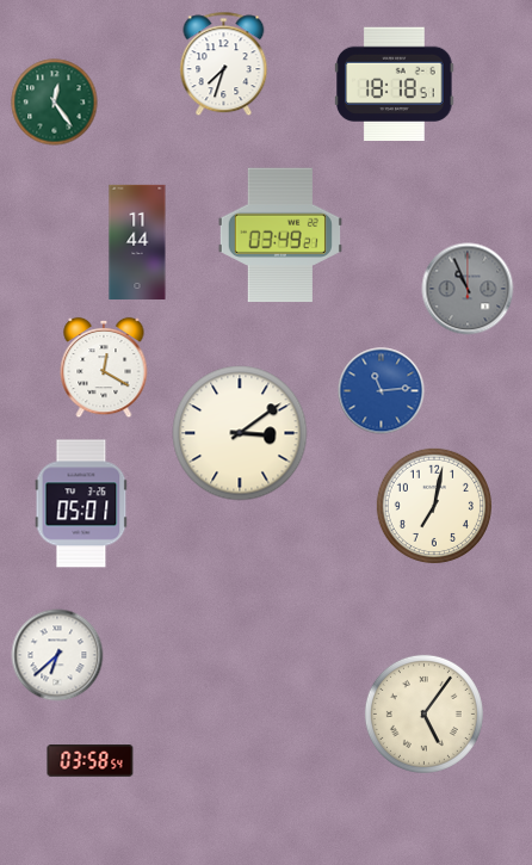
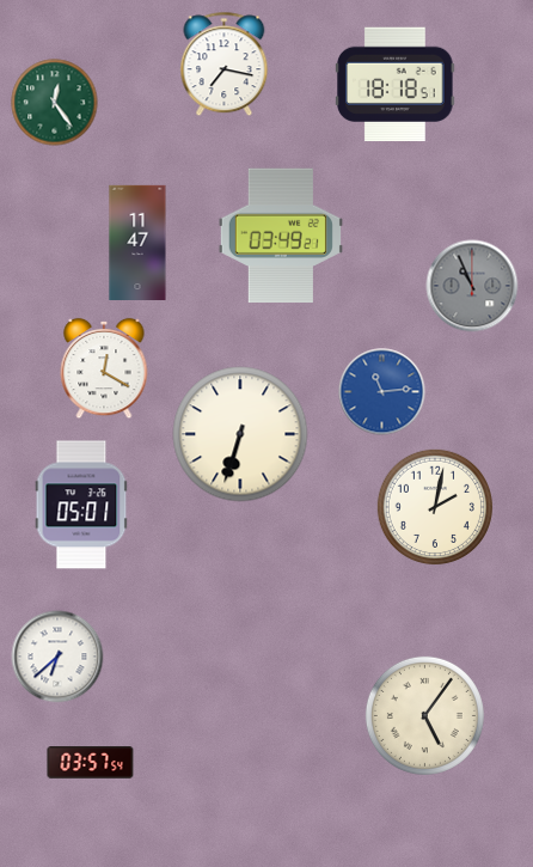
clock at (224, 64): 7:33 -> 7:17
clock at (137, 241): 11:44 -> 11:47
clock at (468, 289) position: (468, 289) -> (472, 286)
clock at (240, 433): 3:09 -> 6:33
clock at (434, 506): 7:02 -> 2:02
clock at (91, 761): 03:58 -> 03:57
